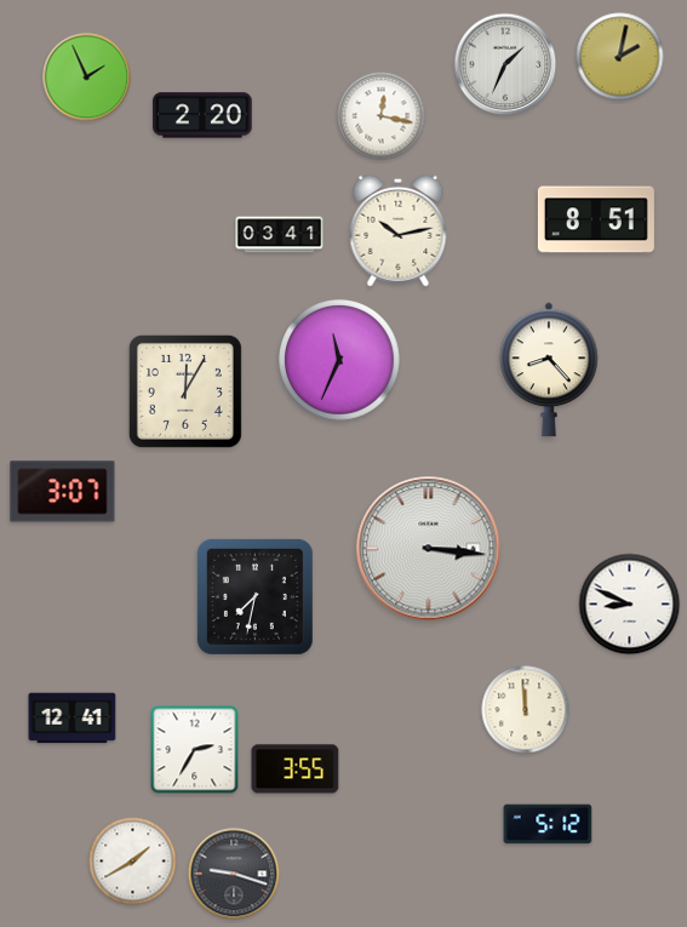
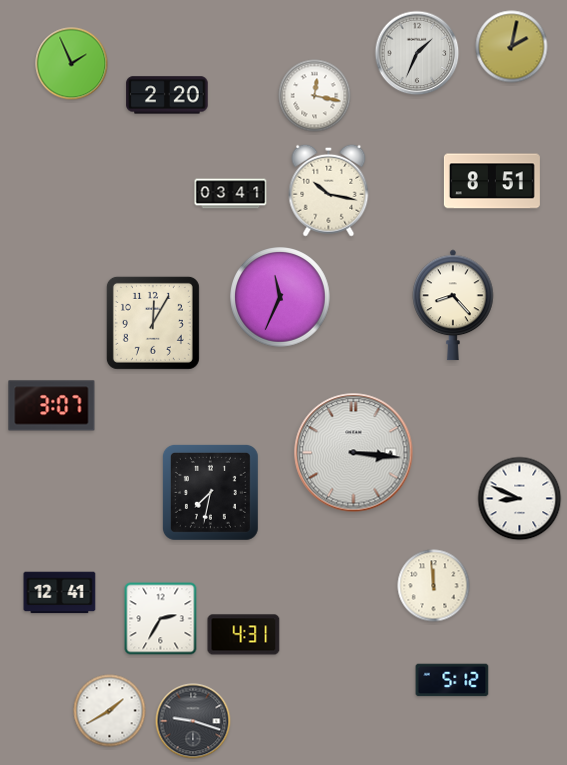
clock at (399, 230): 10:13 -> 10:17
clock at (296, 769): 3:55 -> 4:31
